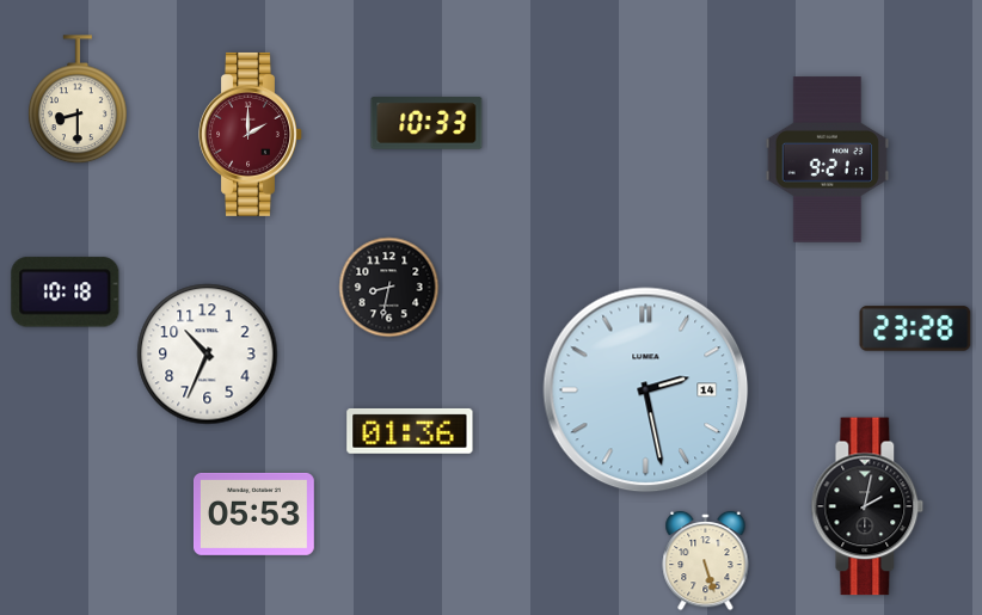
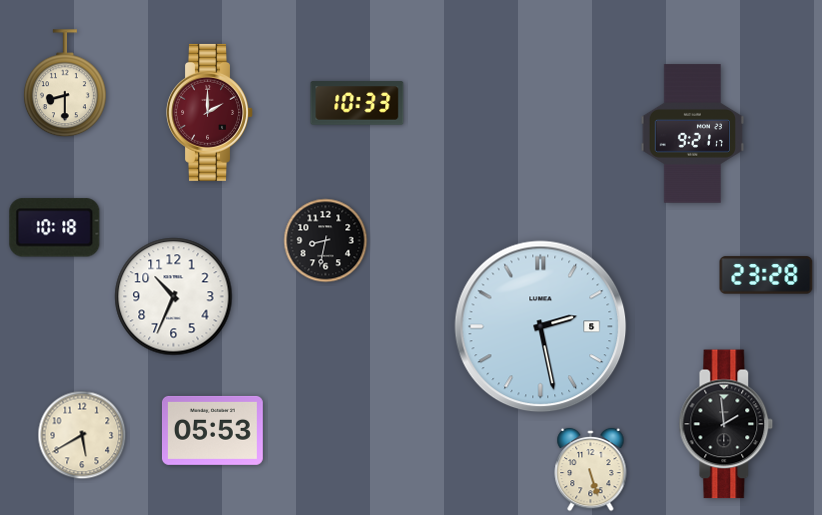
clock at (66, 293) position: (66, 293) -> (55, 228)
clock at (646, 390) date: 14 -> 5
clock at (410, 431): 01:36 -> none
clock at (867, 506): 2:02 -> 1:59
clock at (82, 435): none -> 5:40
